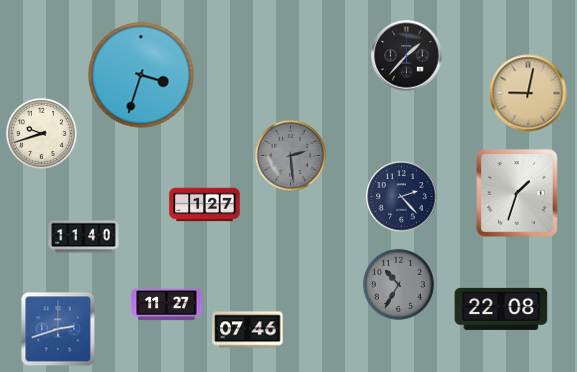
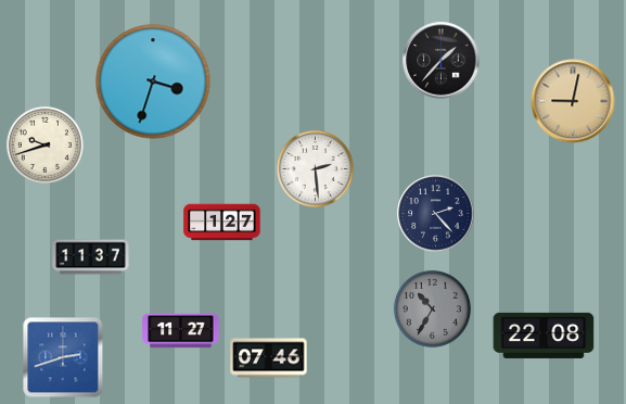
clock at (290, 155) dial: grey -> white
clock at (517, 193): 1:33 -> none
clock at (84, 237): 11:40 -> 11:37
